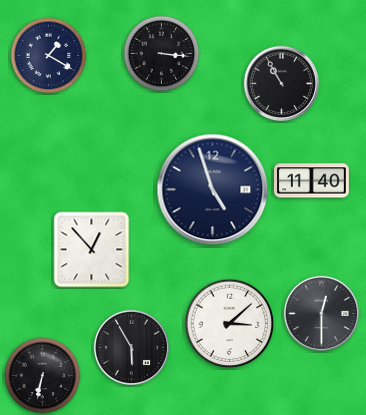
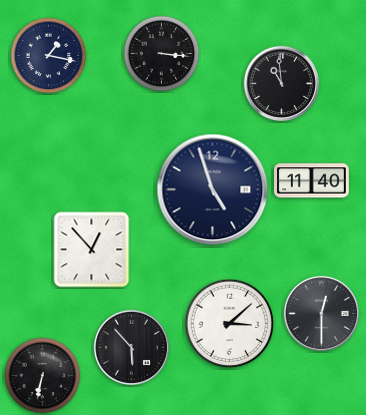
clock at (49, 56): 1:20 -> 1:17
clock at (281, 83): 10:55 -> 10:59
clock at (131, 347): 5:55 -> 5:53
